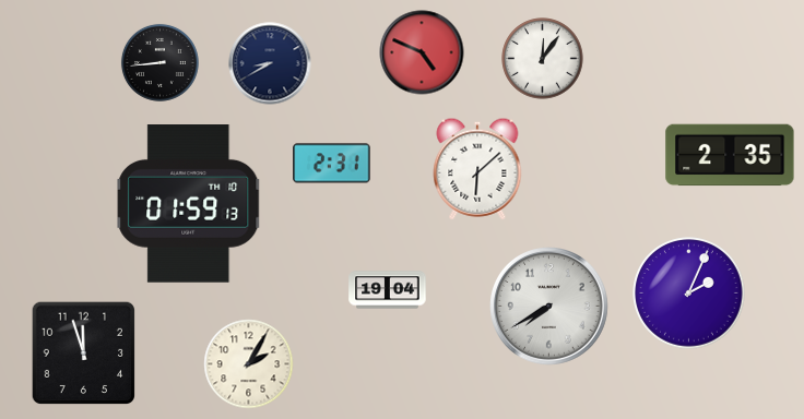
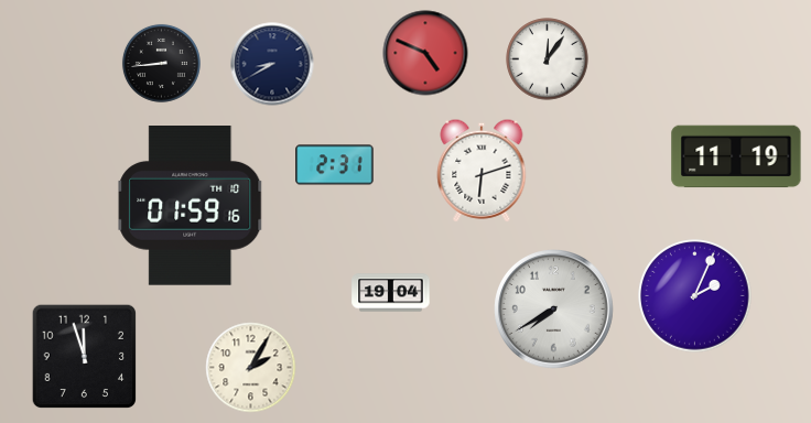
clock at (730, 155): 2:35 -> 11:19
clock at (477, 169): 6:08 -> 6:12
clock at (189, 204): 01:59:13 -> 01:59:16
